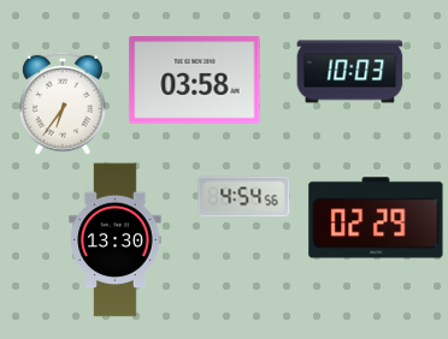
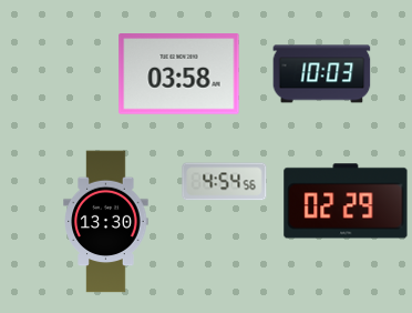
clock at (350, 72) position: (350, 72) -> (322, 74)
clock at (63, 103): 6:36 -> none
